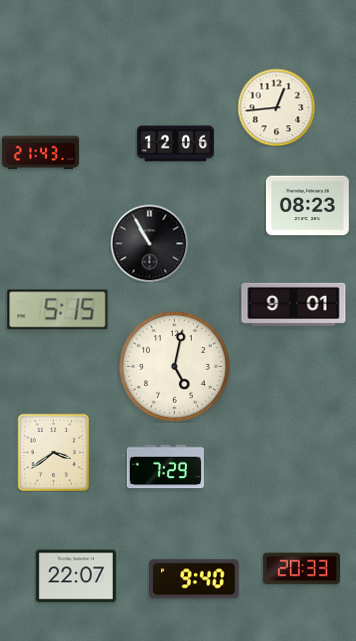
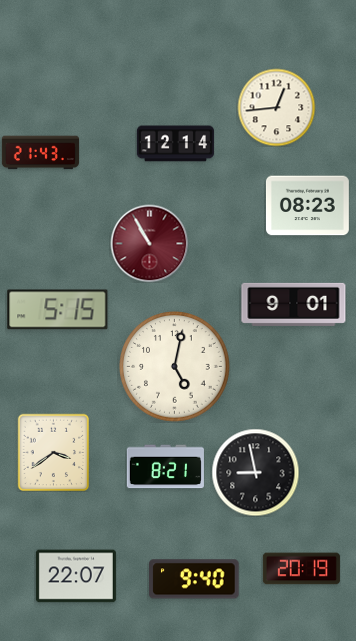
clock at (175, 144): 12:06 -> 12:14
clock at (149, 243) dial: black -> burgundy
clock at (165, 467): 7:29 -> 8:21
clock at (255, 472): none -> 8:58
clock at (301, 569): 20:33 -> 20:19
